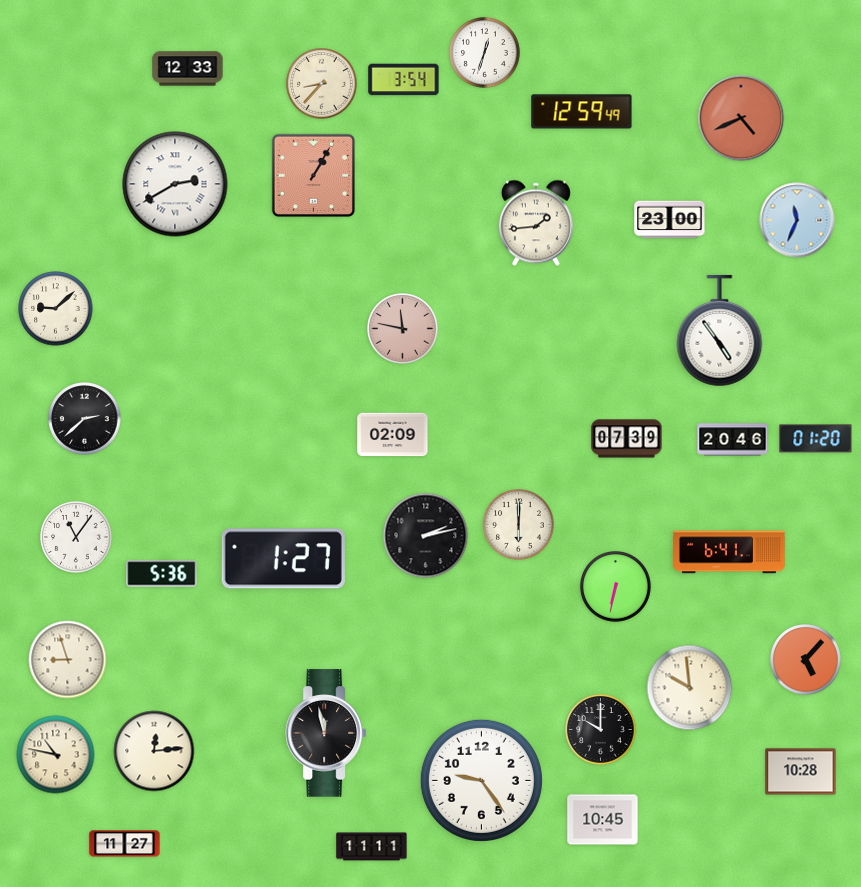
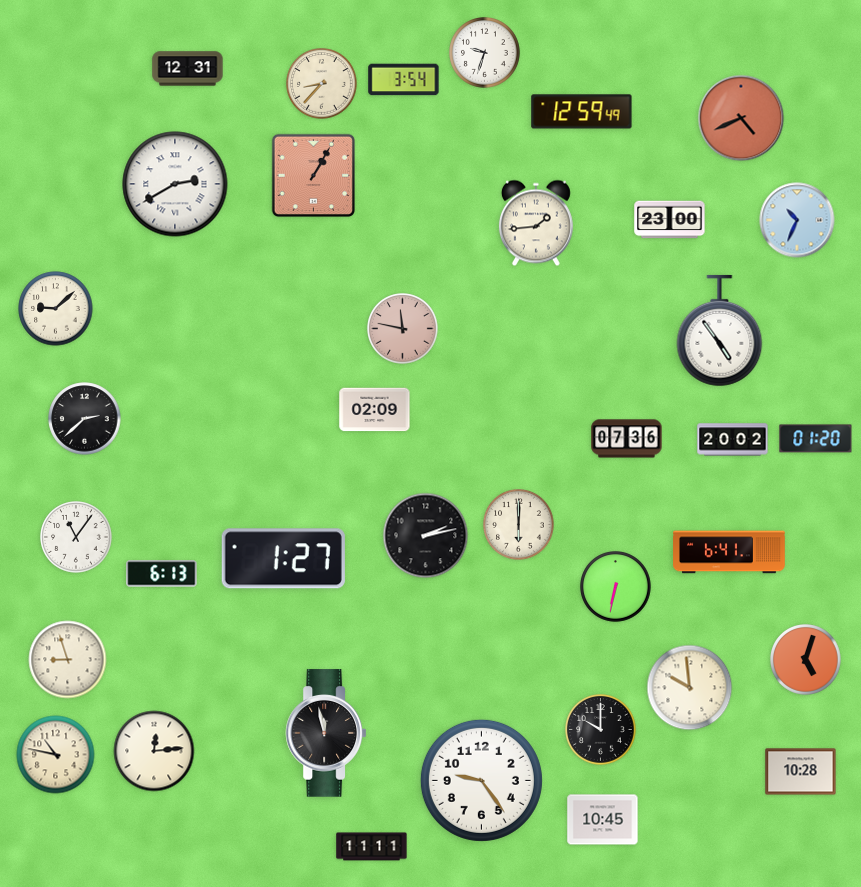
clock at (485, 53): 12:33 -> 9:33
clock at (188, 69): 12:33 -> 12:31
clock at (797, 220): 11:34 -> 10:34
clock at (393, 435) position: (393, 435) -> (375, 410)
clock at (627, 439): 07:39 -> 07:36
clock at (733, 440): 20:46 -> 20:02
clock at (162, 574): 5:36 -> 6:13
clock at (806, 660): 5:07 -> 5:03
clock at (125, 844): 11:27 -> none
